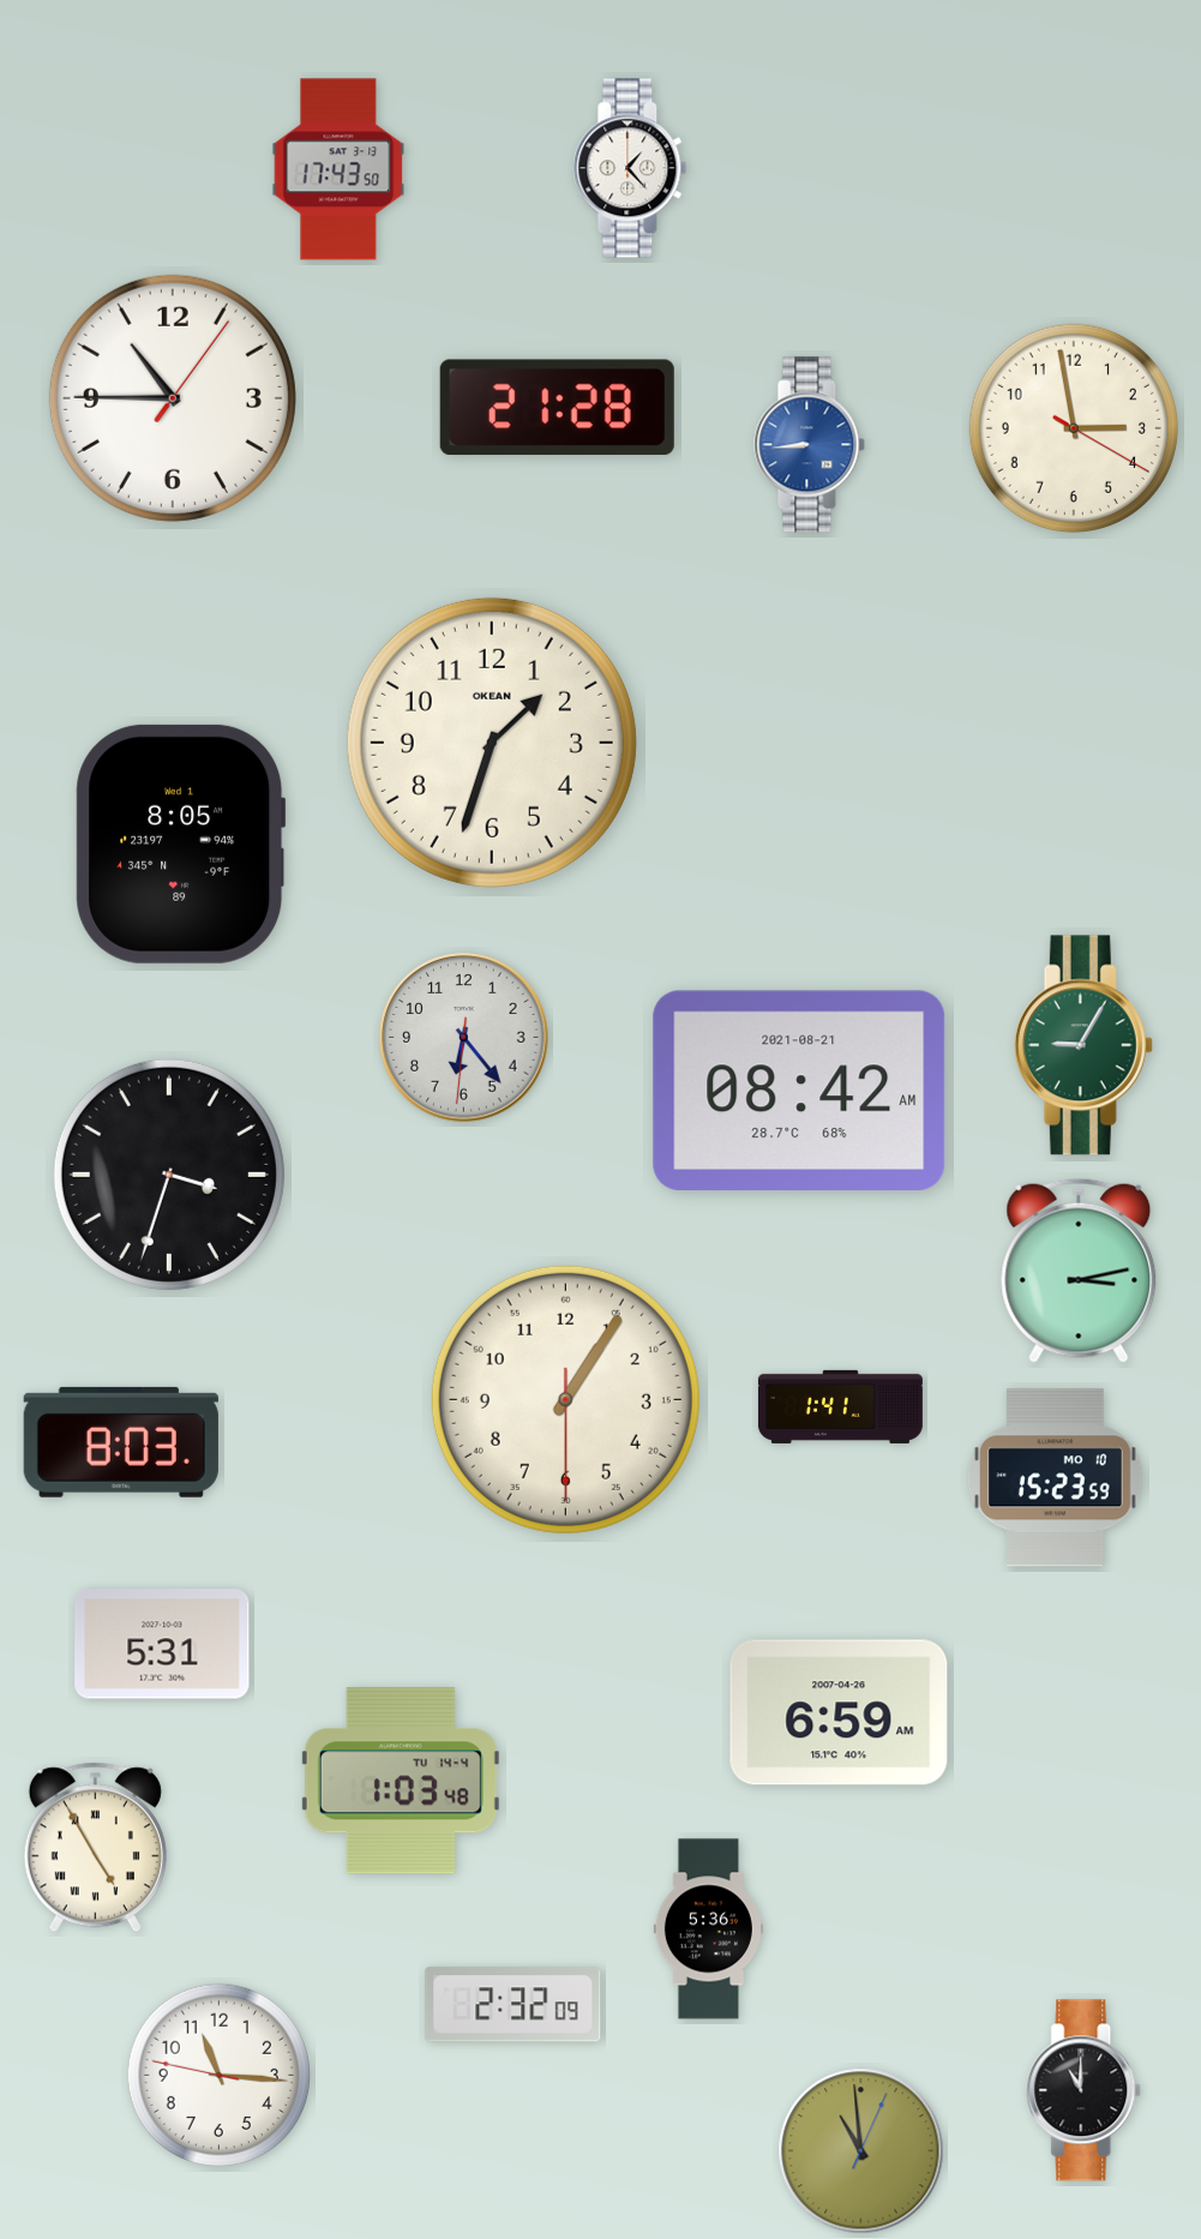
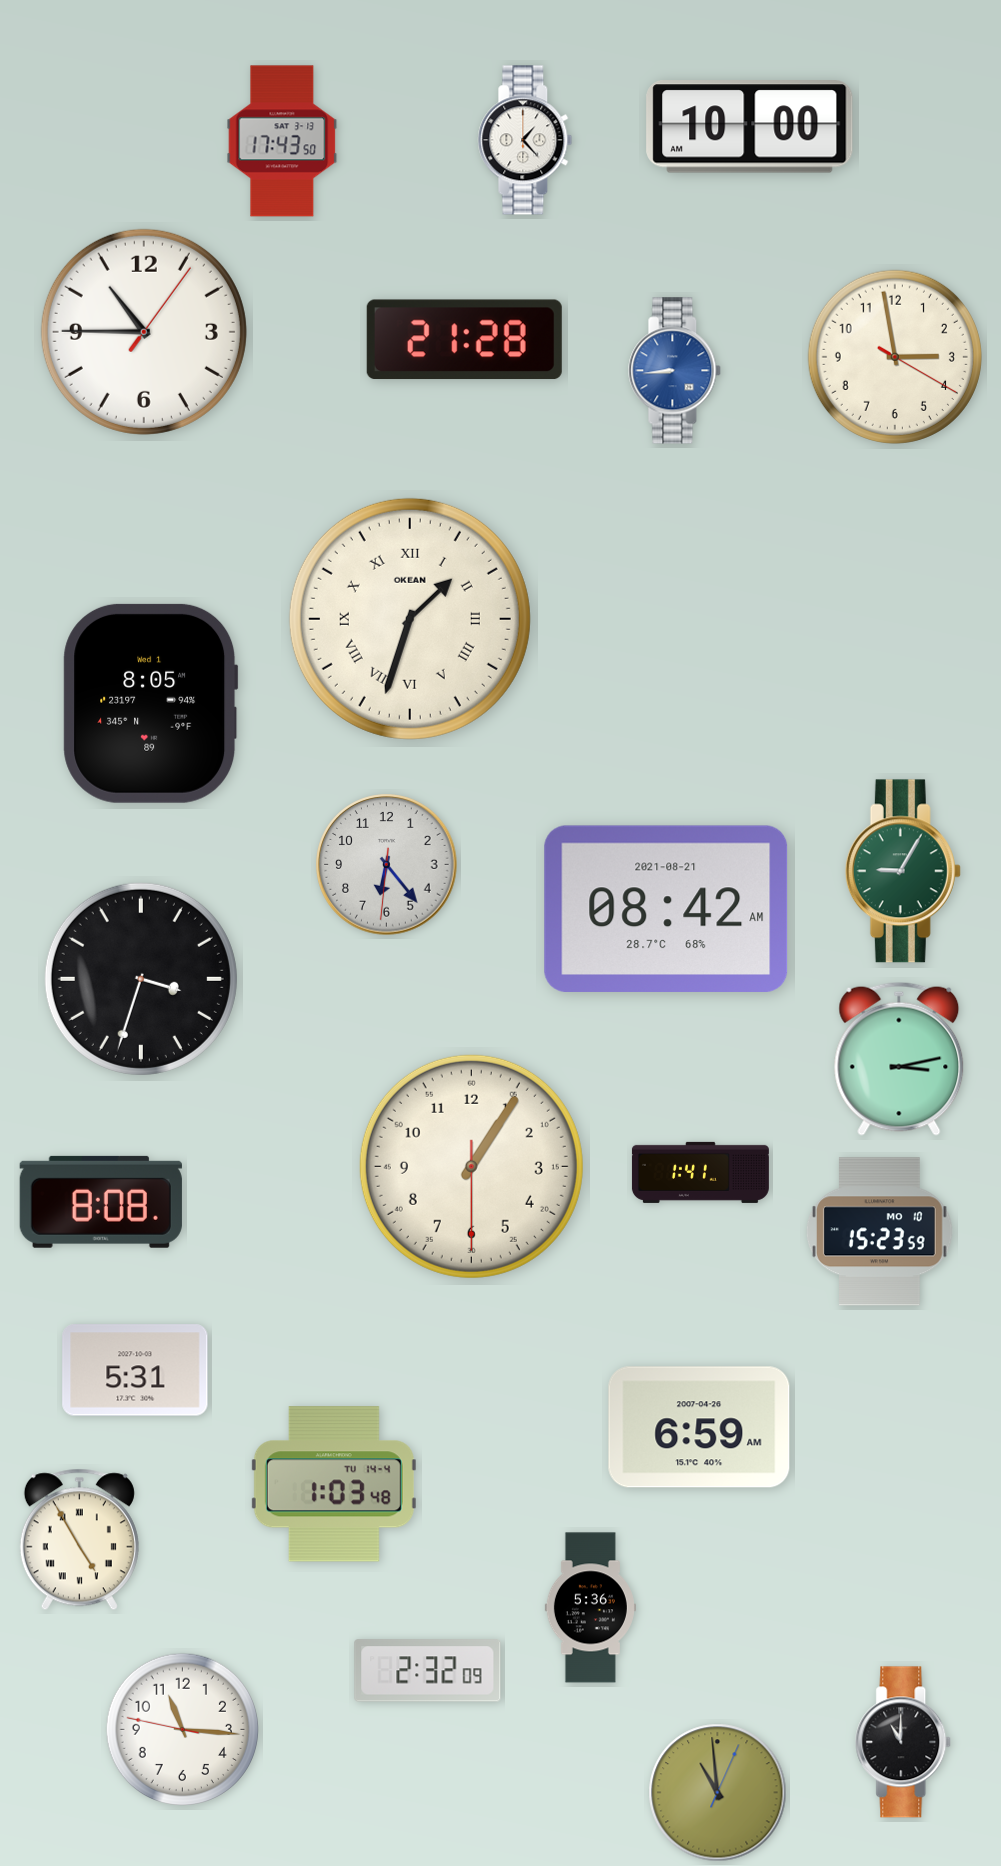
clock at (750, 127): none -> 10:00
clock at (492, 743) numerals: Arabic -> Roman
clock at (121, 1442): 8:03 -> 8:08
